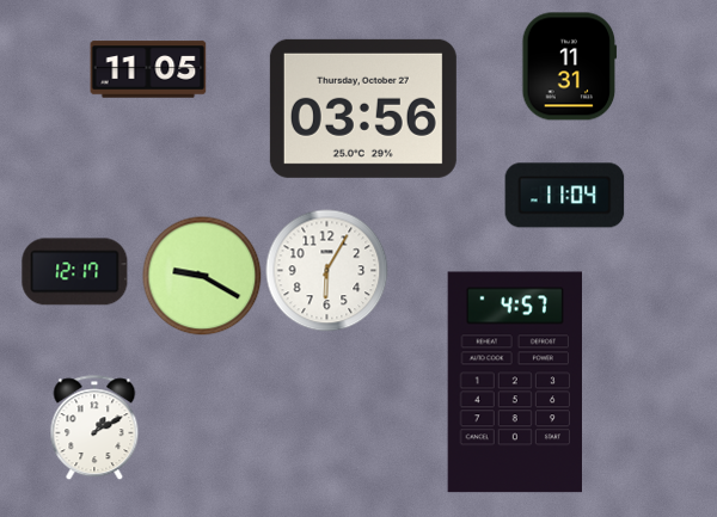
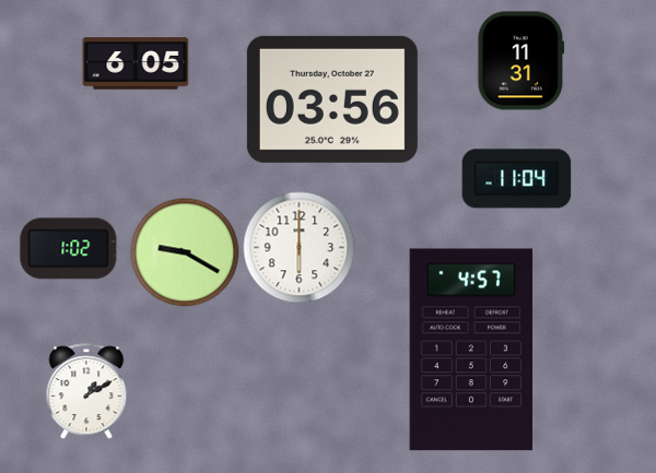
clock at (148, 69): 11:05 -> 6:05
clock at (327, 271): 6:05 -> 6:00
clock at (75, 272): 12:17 -> 1:02
